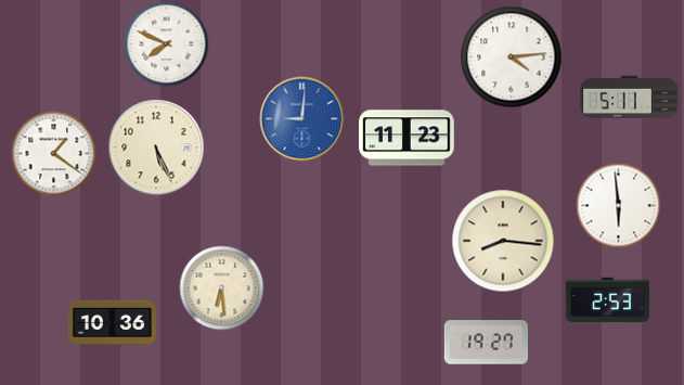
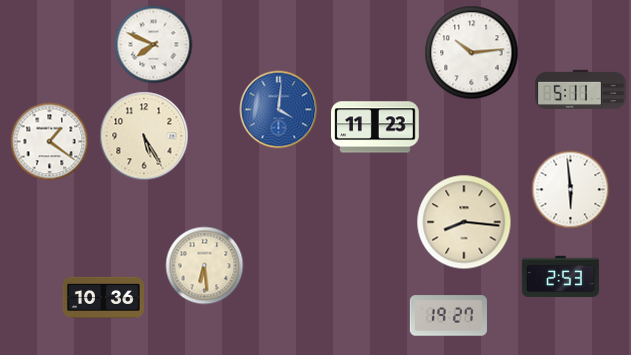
clock at (166, 43) position: (166, 43) -> (153, 44)
clock at (511, 56): 4:14 -> 10:14
clock at (301, 118): 9:01 -> 4:01
clock at (156, 147): 5:26 -> 5:25
